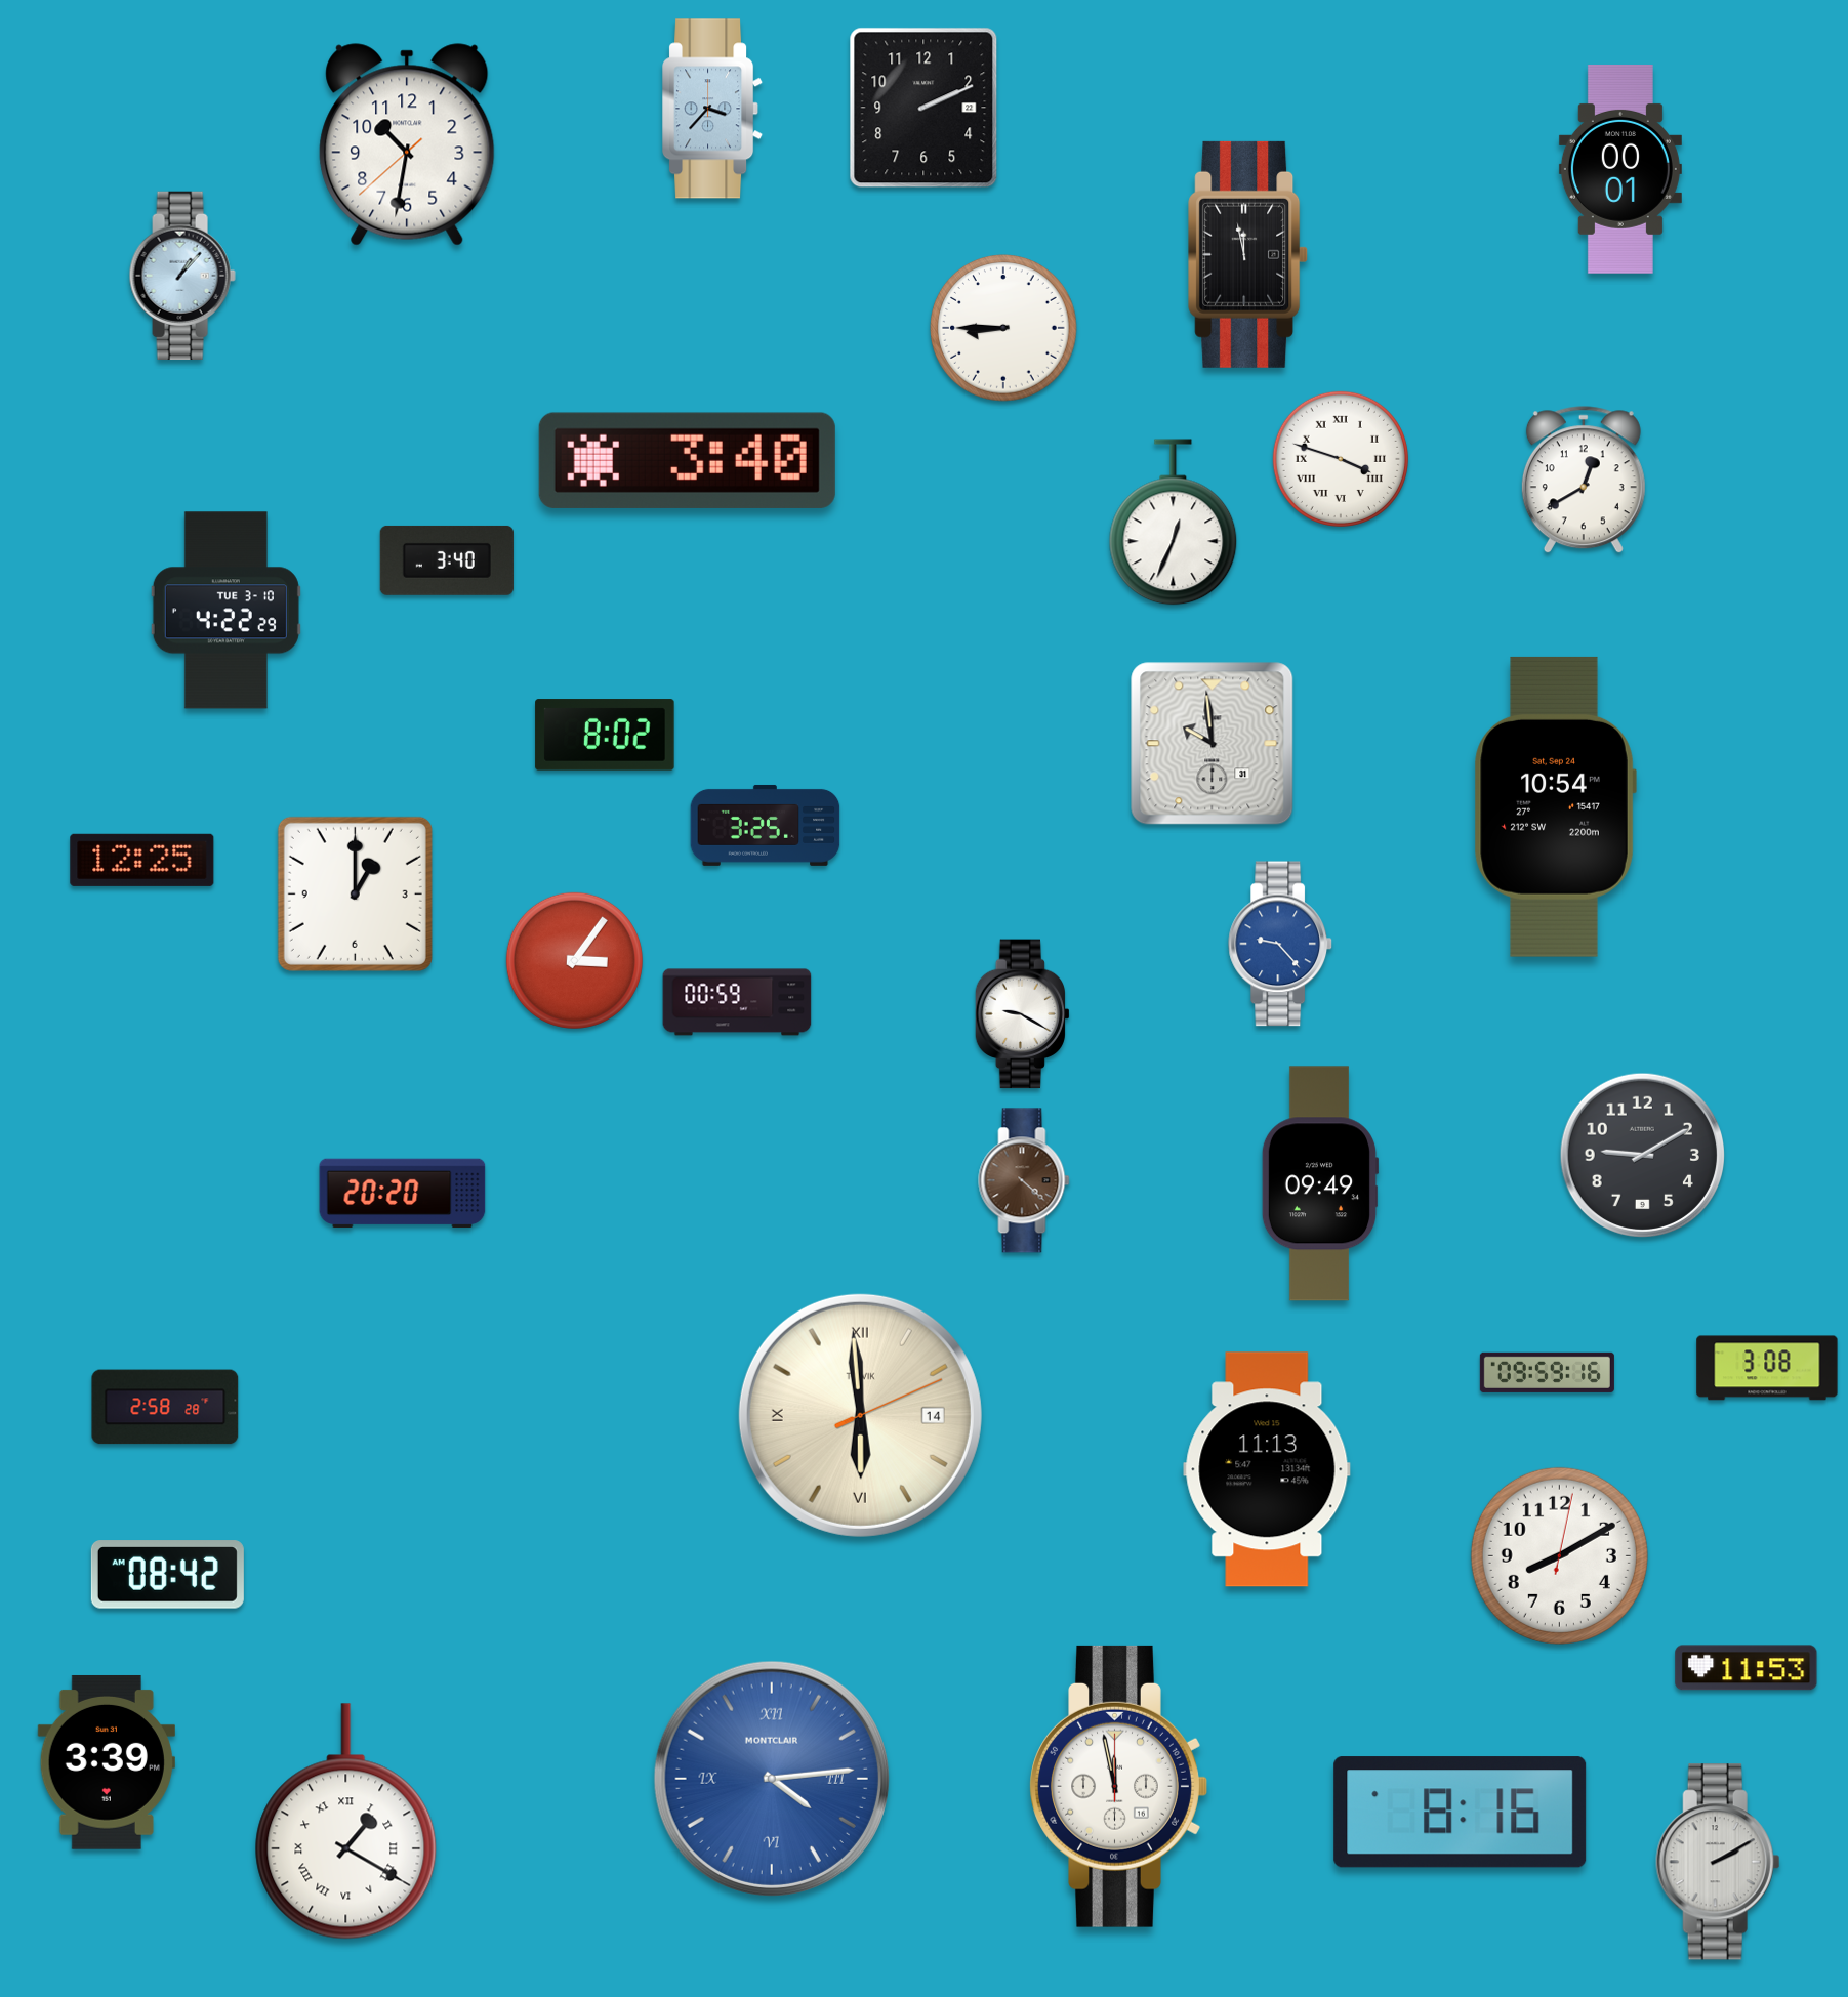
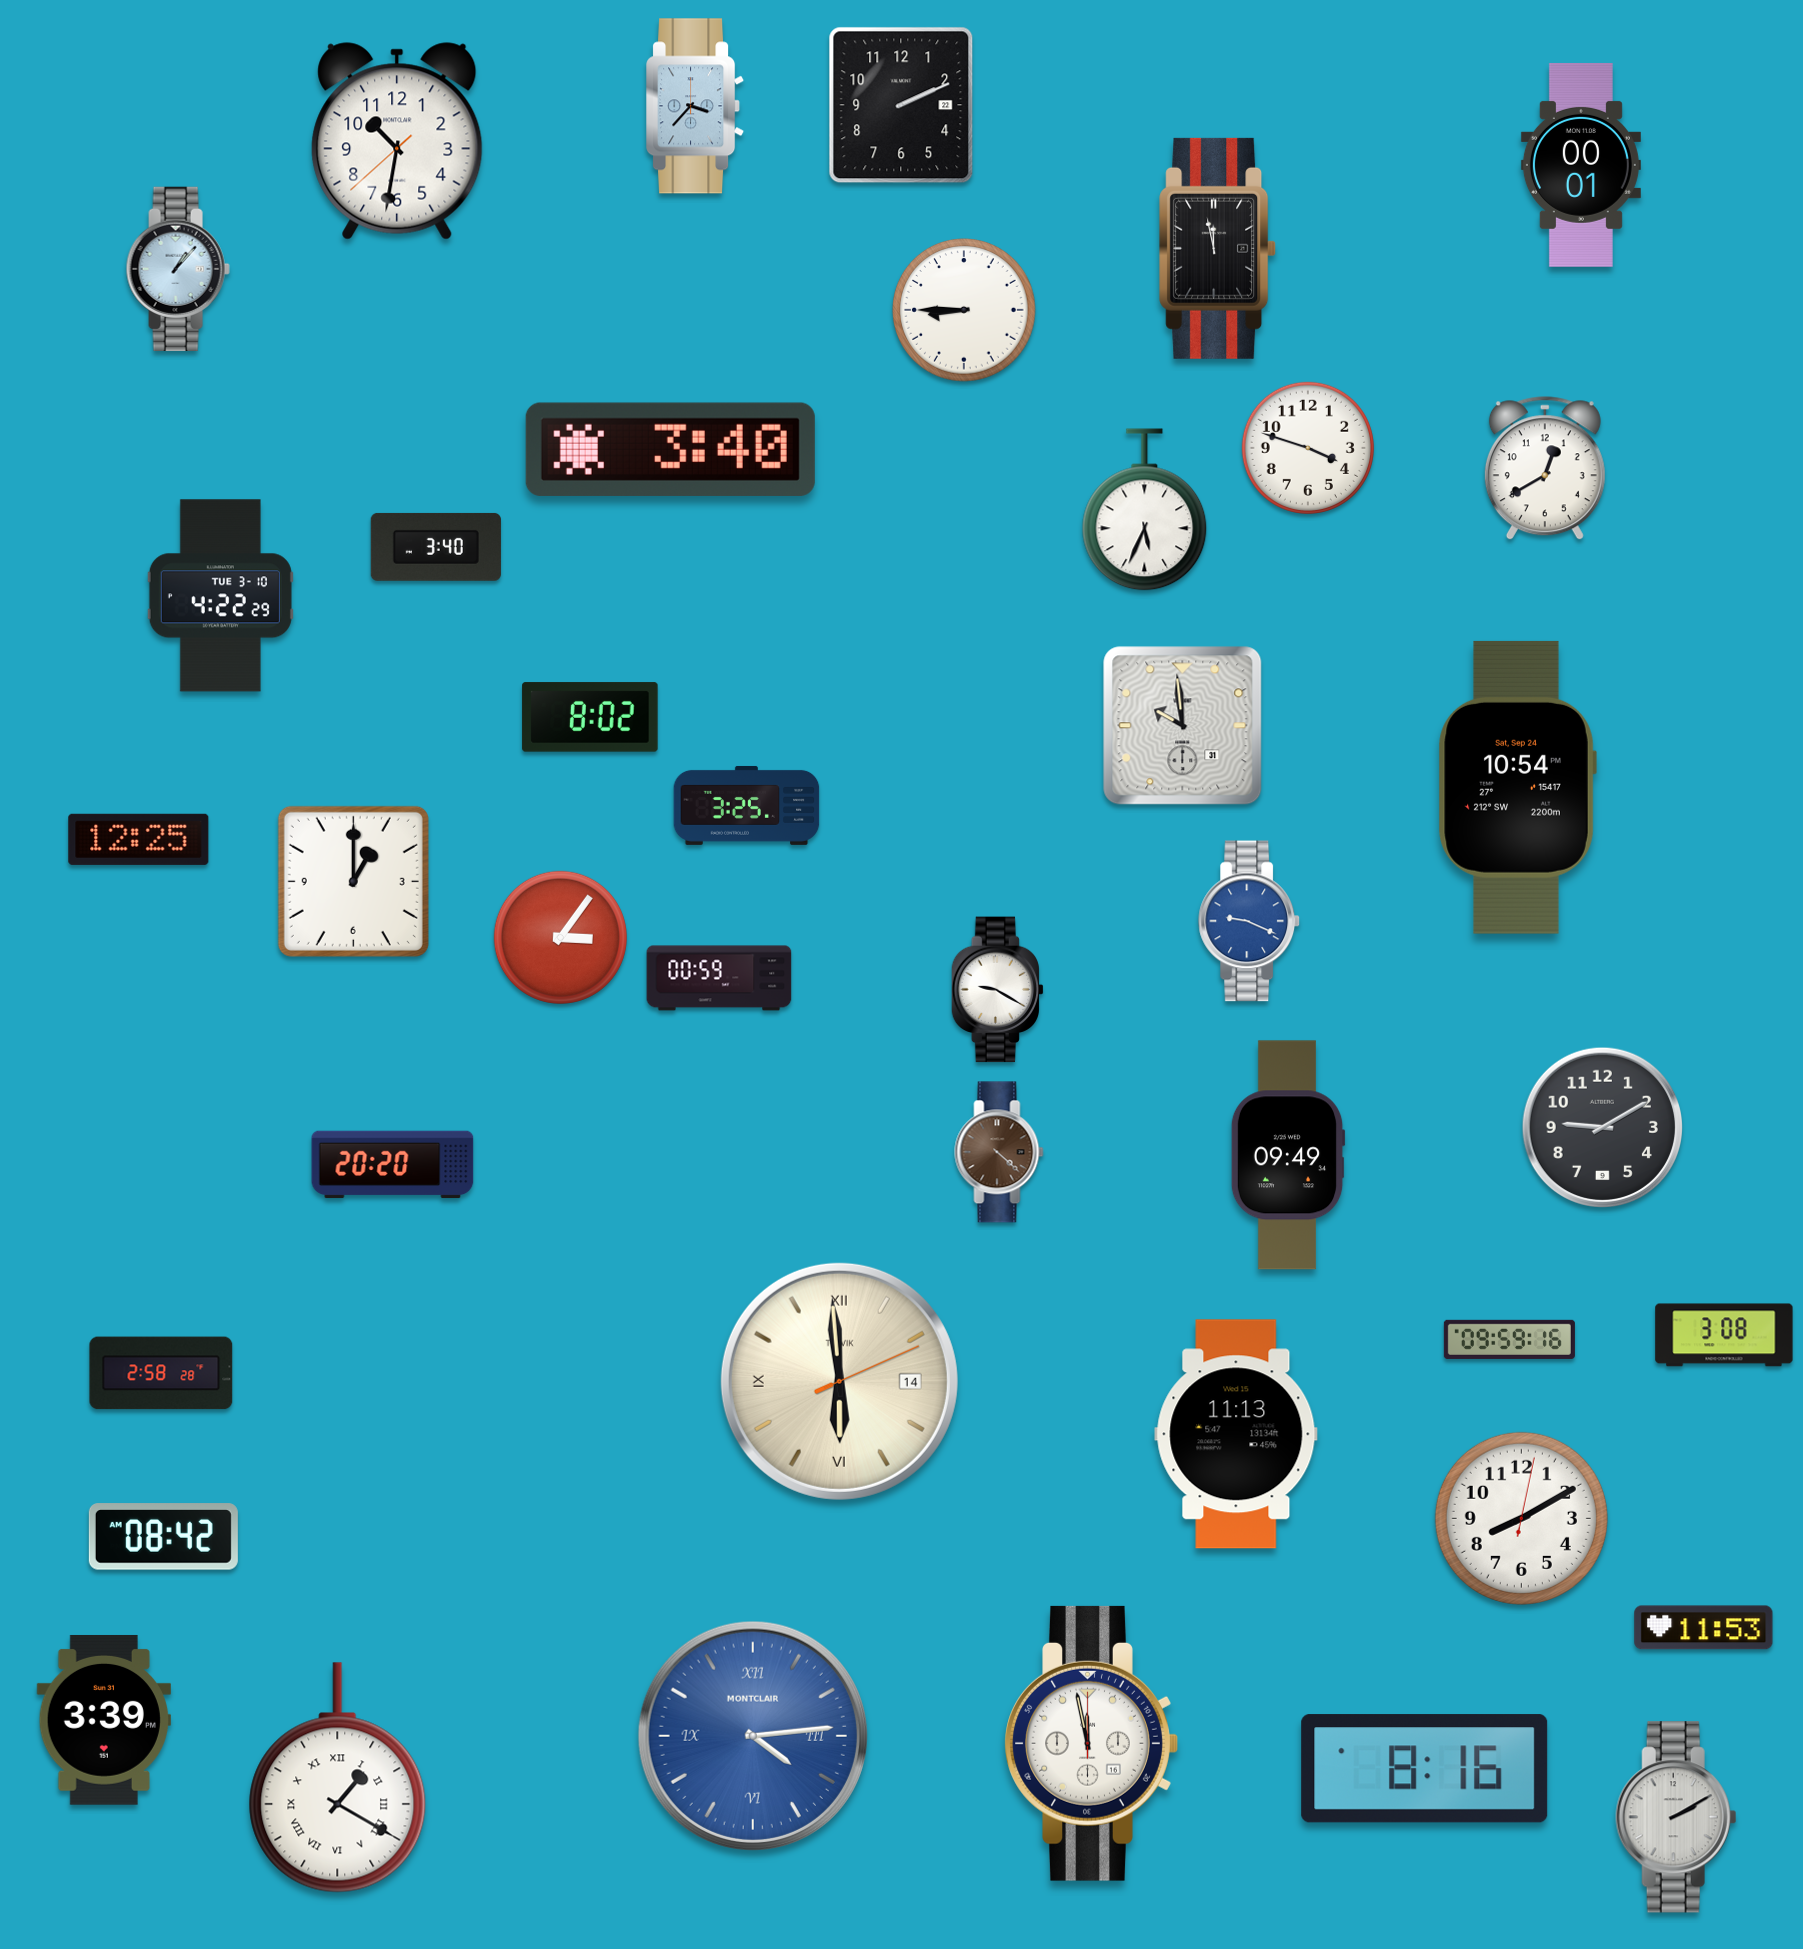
clock at (1003, 328) position: (1003, 328) -> (964, 310)
clock at (1341, 459) numerals: Roman -> Arabic
clock at (1174, 523): 12:34 -> 5:34
clock at (355, 893) position: (355, 893) -> (353, 881)
clock at (1281, 944): 9:23 -> 9:19
